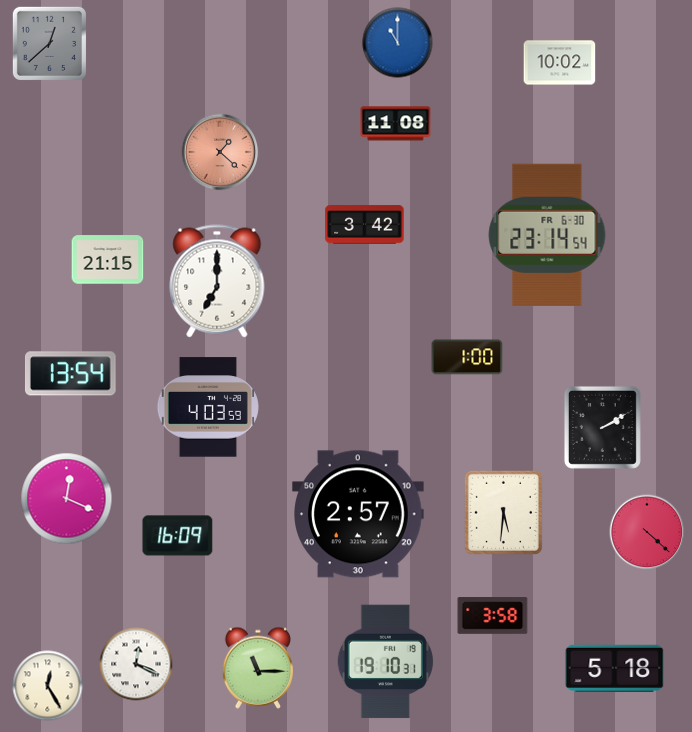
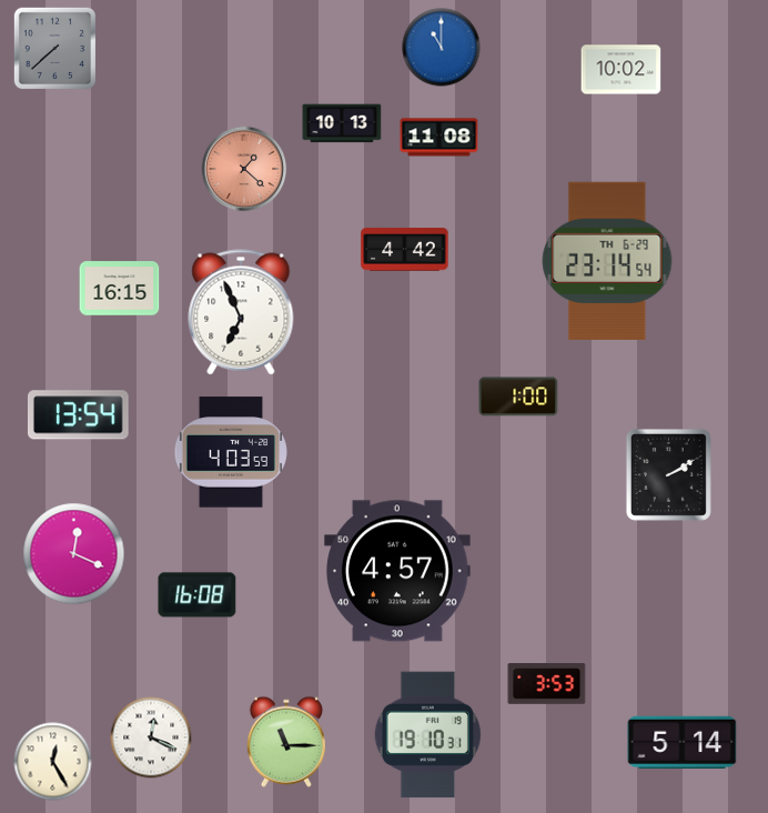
clock at (49, 43): 12:38 -> 7:38
clock at (342, 123): none -> 10:13
clock at (365, 225): 3:42 -> 4:42
clock at (547, 235) date: FR 6-30 -> TH 6-29
clock at (108, 260): 21:15 -> 16:15
clock at (217, 281): 7:00 -> 6:56
clock at (503, 512): 5:31 -> none
clock at (359, 514): 2:57 -> 4:57
clock at (647, 532): 4:22 -> none
clock at (178, 536): 16:09 -> 16:08
clock at (493, 616): 3:58 -> 3:53
clock at (615, 668): 5:18 -> 5:14
